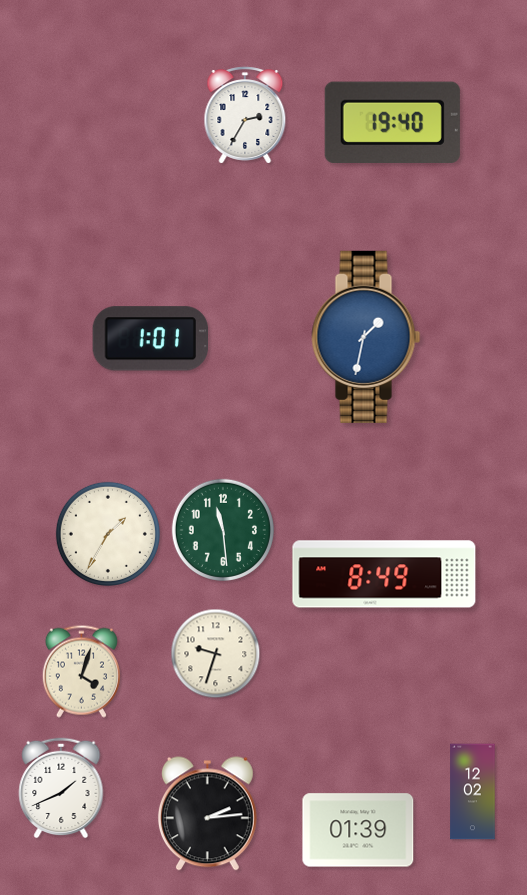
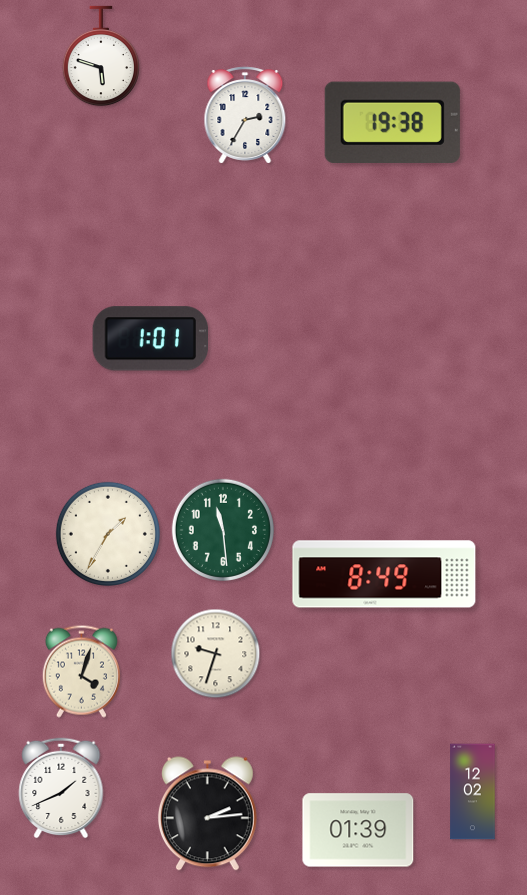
clock at (100, 56): none -> 5:48
clock at (392, 122): 19:40 -> 19:38
clock at (366, 337): 1:32 -> none
